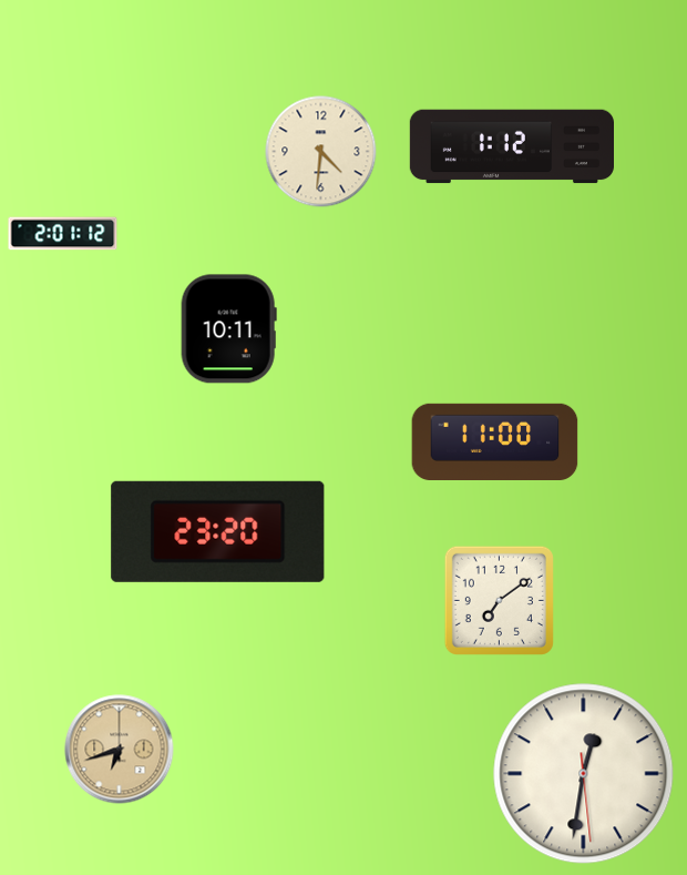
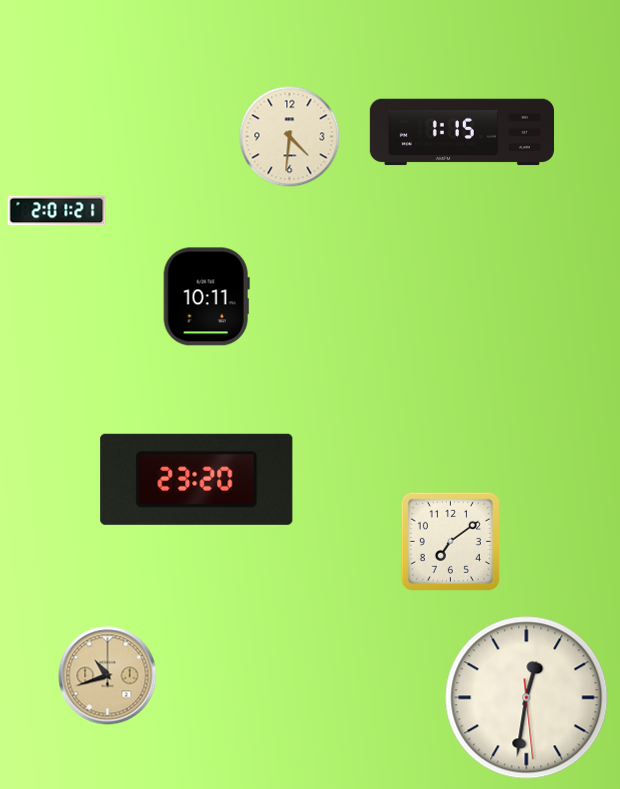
clock at (511, 146): 1:12 -> 1:15
clock at (63, 234): 2:01:12 -> 2:01:21
clock at (495, 441): 11:00 -> none
clock at (120, 750): 6:42 -> 10:42
